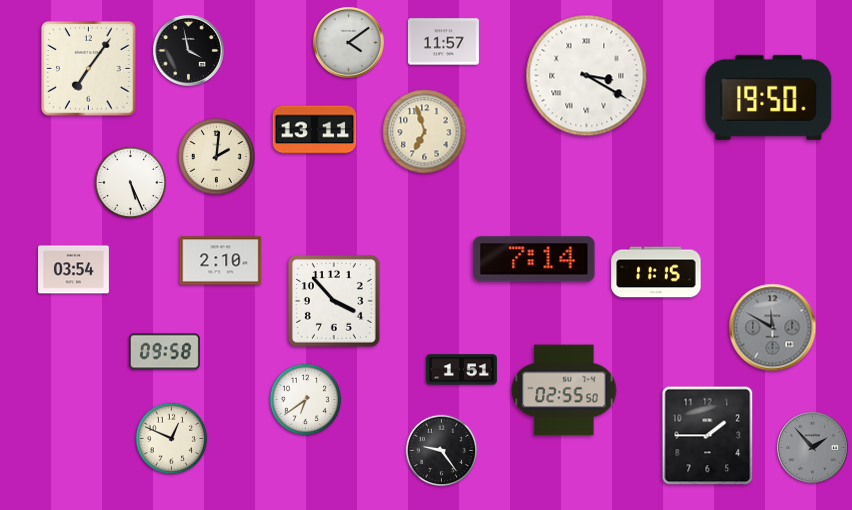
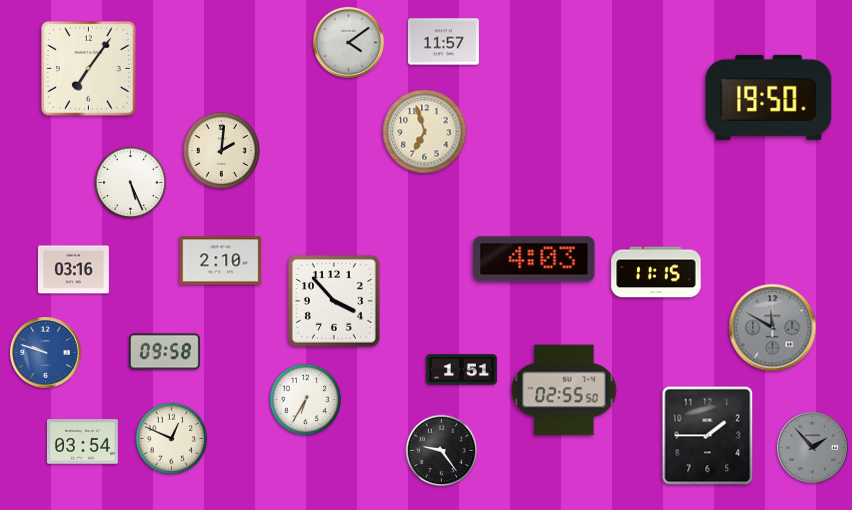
clock at (188, 50): 3:58 -> none
clock at (587, 76): 3:20 -> none
clock at (315, 130): 13:11 -> none
clock at (216, 156) position: (216, 156) -> (221, 150)
clock at (534, 259): 7:14 -> 4:03
clock at (73, 270): 03:54 -> 03:16
clock at (45, 352): none -> 9:48
clock at (306, 400): 6:39 -> 6:35
clock at (82, 442): none -> 03:54
